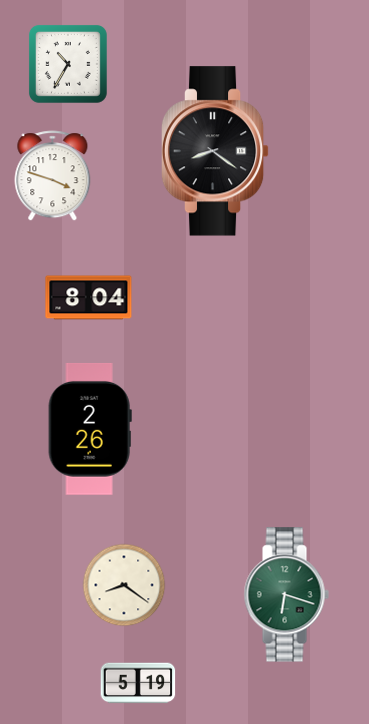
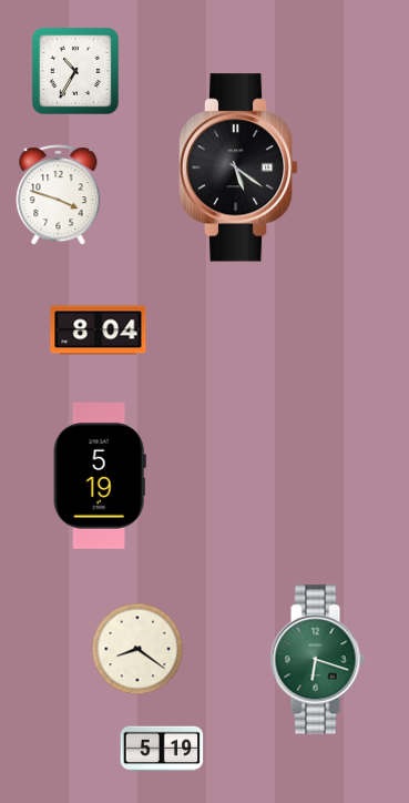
clock at (215, 151): 8:21 -> 5:21
clock at (90, 429): 2:26 -> 5:19
clock at (138, 683) position: (138, 683) -> (162, 749)
